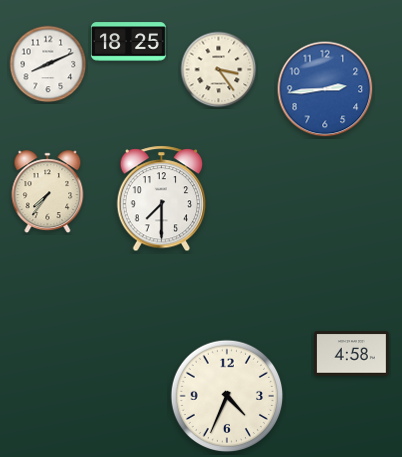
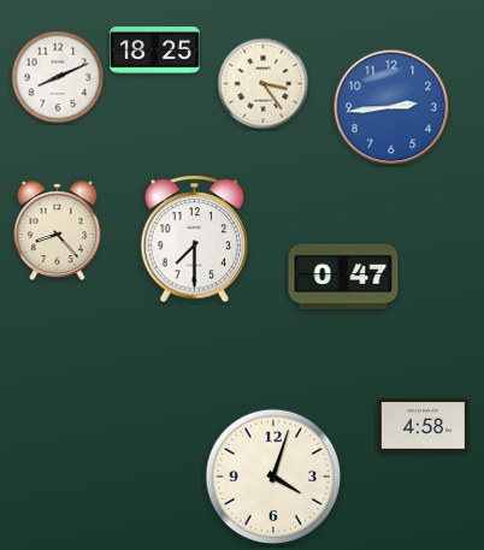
clock at (48, 192): 7:36 -> 8:23
clock at (343, 277): none -> 0:47
clock at (227, 396): 4:34 -> 4:03
